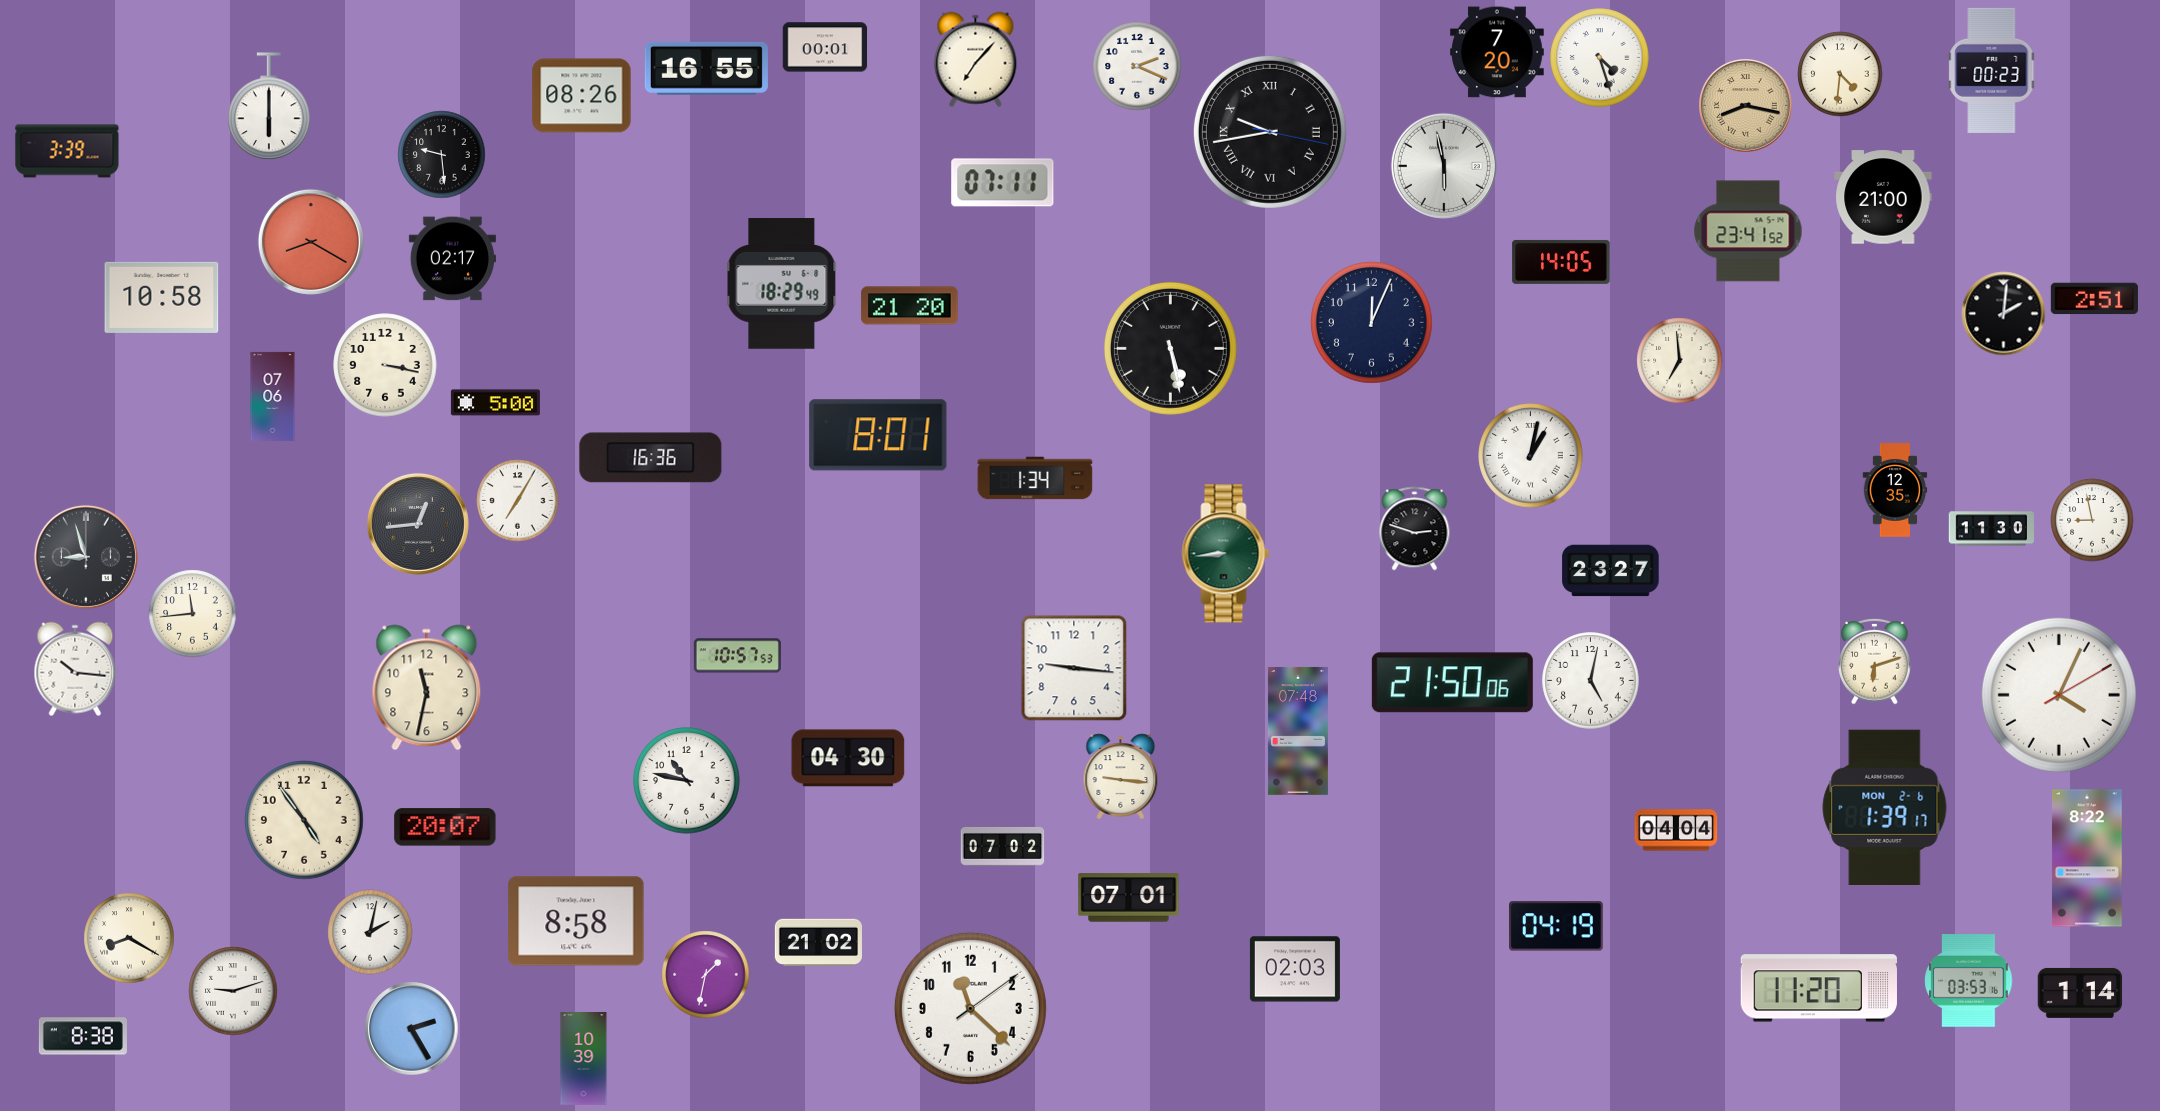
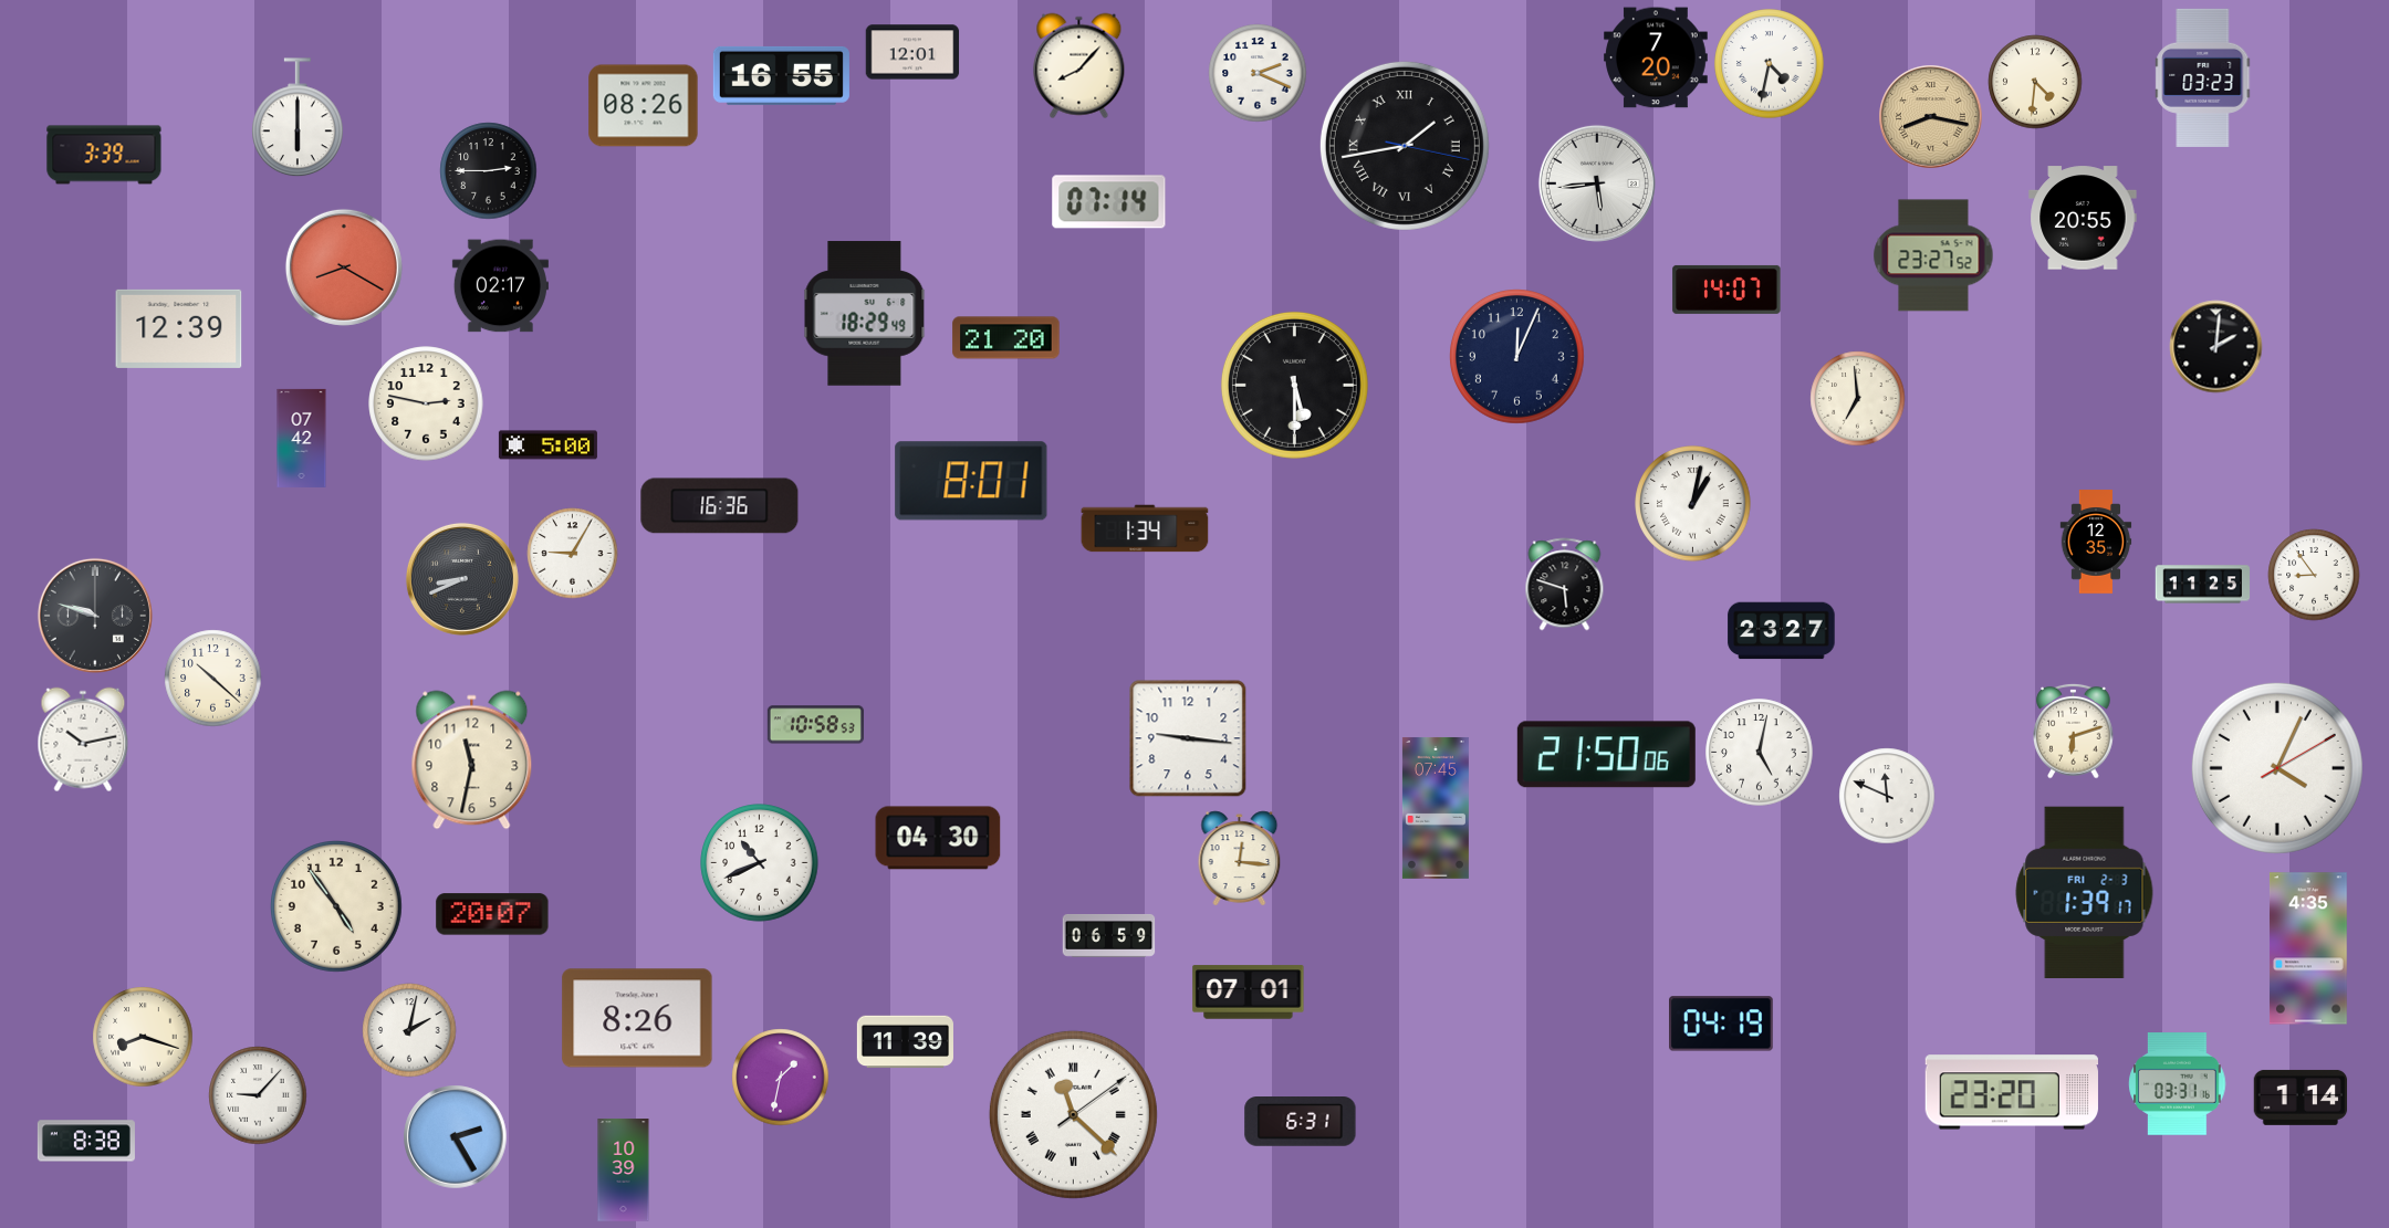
clock at (825, 47): 00:01 -> 12:01
clock at (1600, 58): 4:27 -> 4:32
clock at (976, 60): 7:07 -> 8:07
clock at (1992, 70): 00:23 -> 03:23
clock at (1270, 132): 9:43 -> 1:43
clock at (67, 151) position: (67, 151) -> (104, 155)
clock at (442, 155): 9:29 -> 2:45
clock at (1444, 166): 5:58 -> 5:44
clock at (1003, 183): 07:11 -> 07:14
clock at (1883, 197): 21:00 -> 20:55
clock at (1748, 231): 23:41 -> 23:27
clock at (1561, 262): 14:05 -> 14:07
clock at (162, 297): 10:58 -> 12:39
clock at (2094, 299): 2:51 -> none
clock at (1170, 348): 5:28 -> 5:30
clock at (385, 365): 3:17 -> 2:47
clock at (273, 396): 07:06 -> 07:42
clock at (518, 501): 7:05 -> 9:05
clock at (2092, 520): 8:58 -> 8:54
clock at (418, 524): 12:44 -> 8:41
clock at (1415, 529): 2:48 -> 5:48
clock at (1992, 529): 11:30 -> 11:25
clock at (1226, 554): 8:44 -> none
clock at (86, 557): 8:57 -> 9:48
clock at (193, 614): 11:44 -> 10:22
clock at (737, 656): 10:57 -> 10:58
clock at (75, 669): 10:16 -> 10:13
clock at (1887, 796): none -> 11:49
clock at (1298, 731): 07:48 -> 07:45
clock at (1121, 777): 9:16 -> 12:16
clock at (687, 781): 10:47 -> 10:41
clock at (1885, 807) date: MON 2-6 -> FRI 2-3
clock at (1676, 830): 04:04 -> none
clock at (1003, 846): 07:02 -> 06:59
clock at (2087, 858): 8:22 -> 4:35
clock at (576, 921): 8:58 -> 8:26
clock at (129, 938): 8:20 -> 8:18
clock at (818, 943): 21:02 -> 11:39
clock at (1295, 969): 02:03 -> none
clock at (1969, 981): 03:53 -> 03:31
clock at (1819, 988): 11:20 -> 23:20
clock at (233, 991): 9:12 -> 9:07
clock at (970, 1008) numerals: Arabic -> Roman
clock at (1301, 1122): none -> 6:31
clock at (83, 1036) position: (83, 1036) -> (86, 1141)
clock at (584, 1059) position: (584, 1059) -> (624, 1171)
